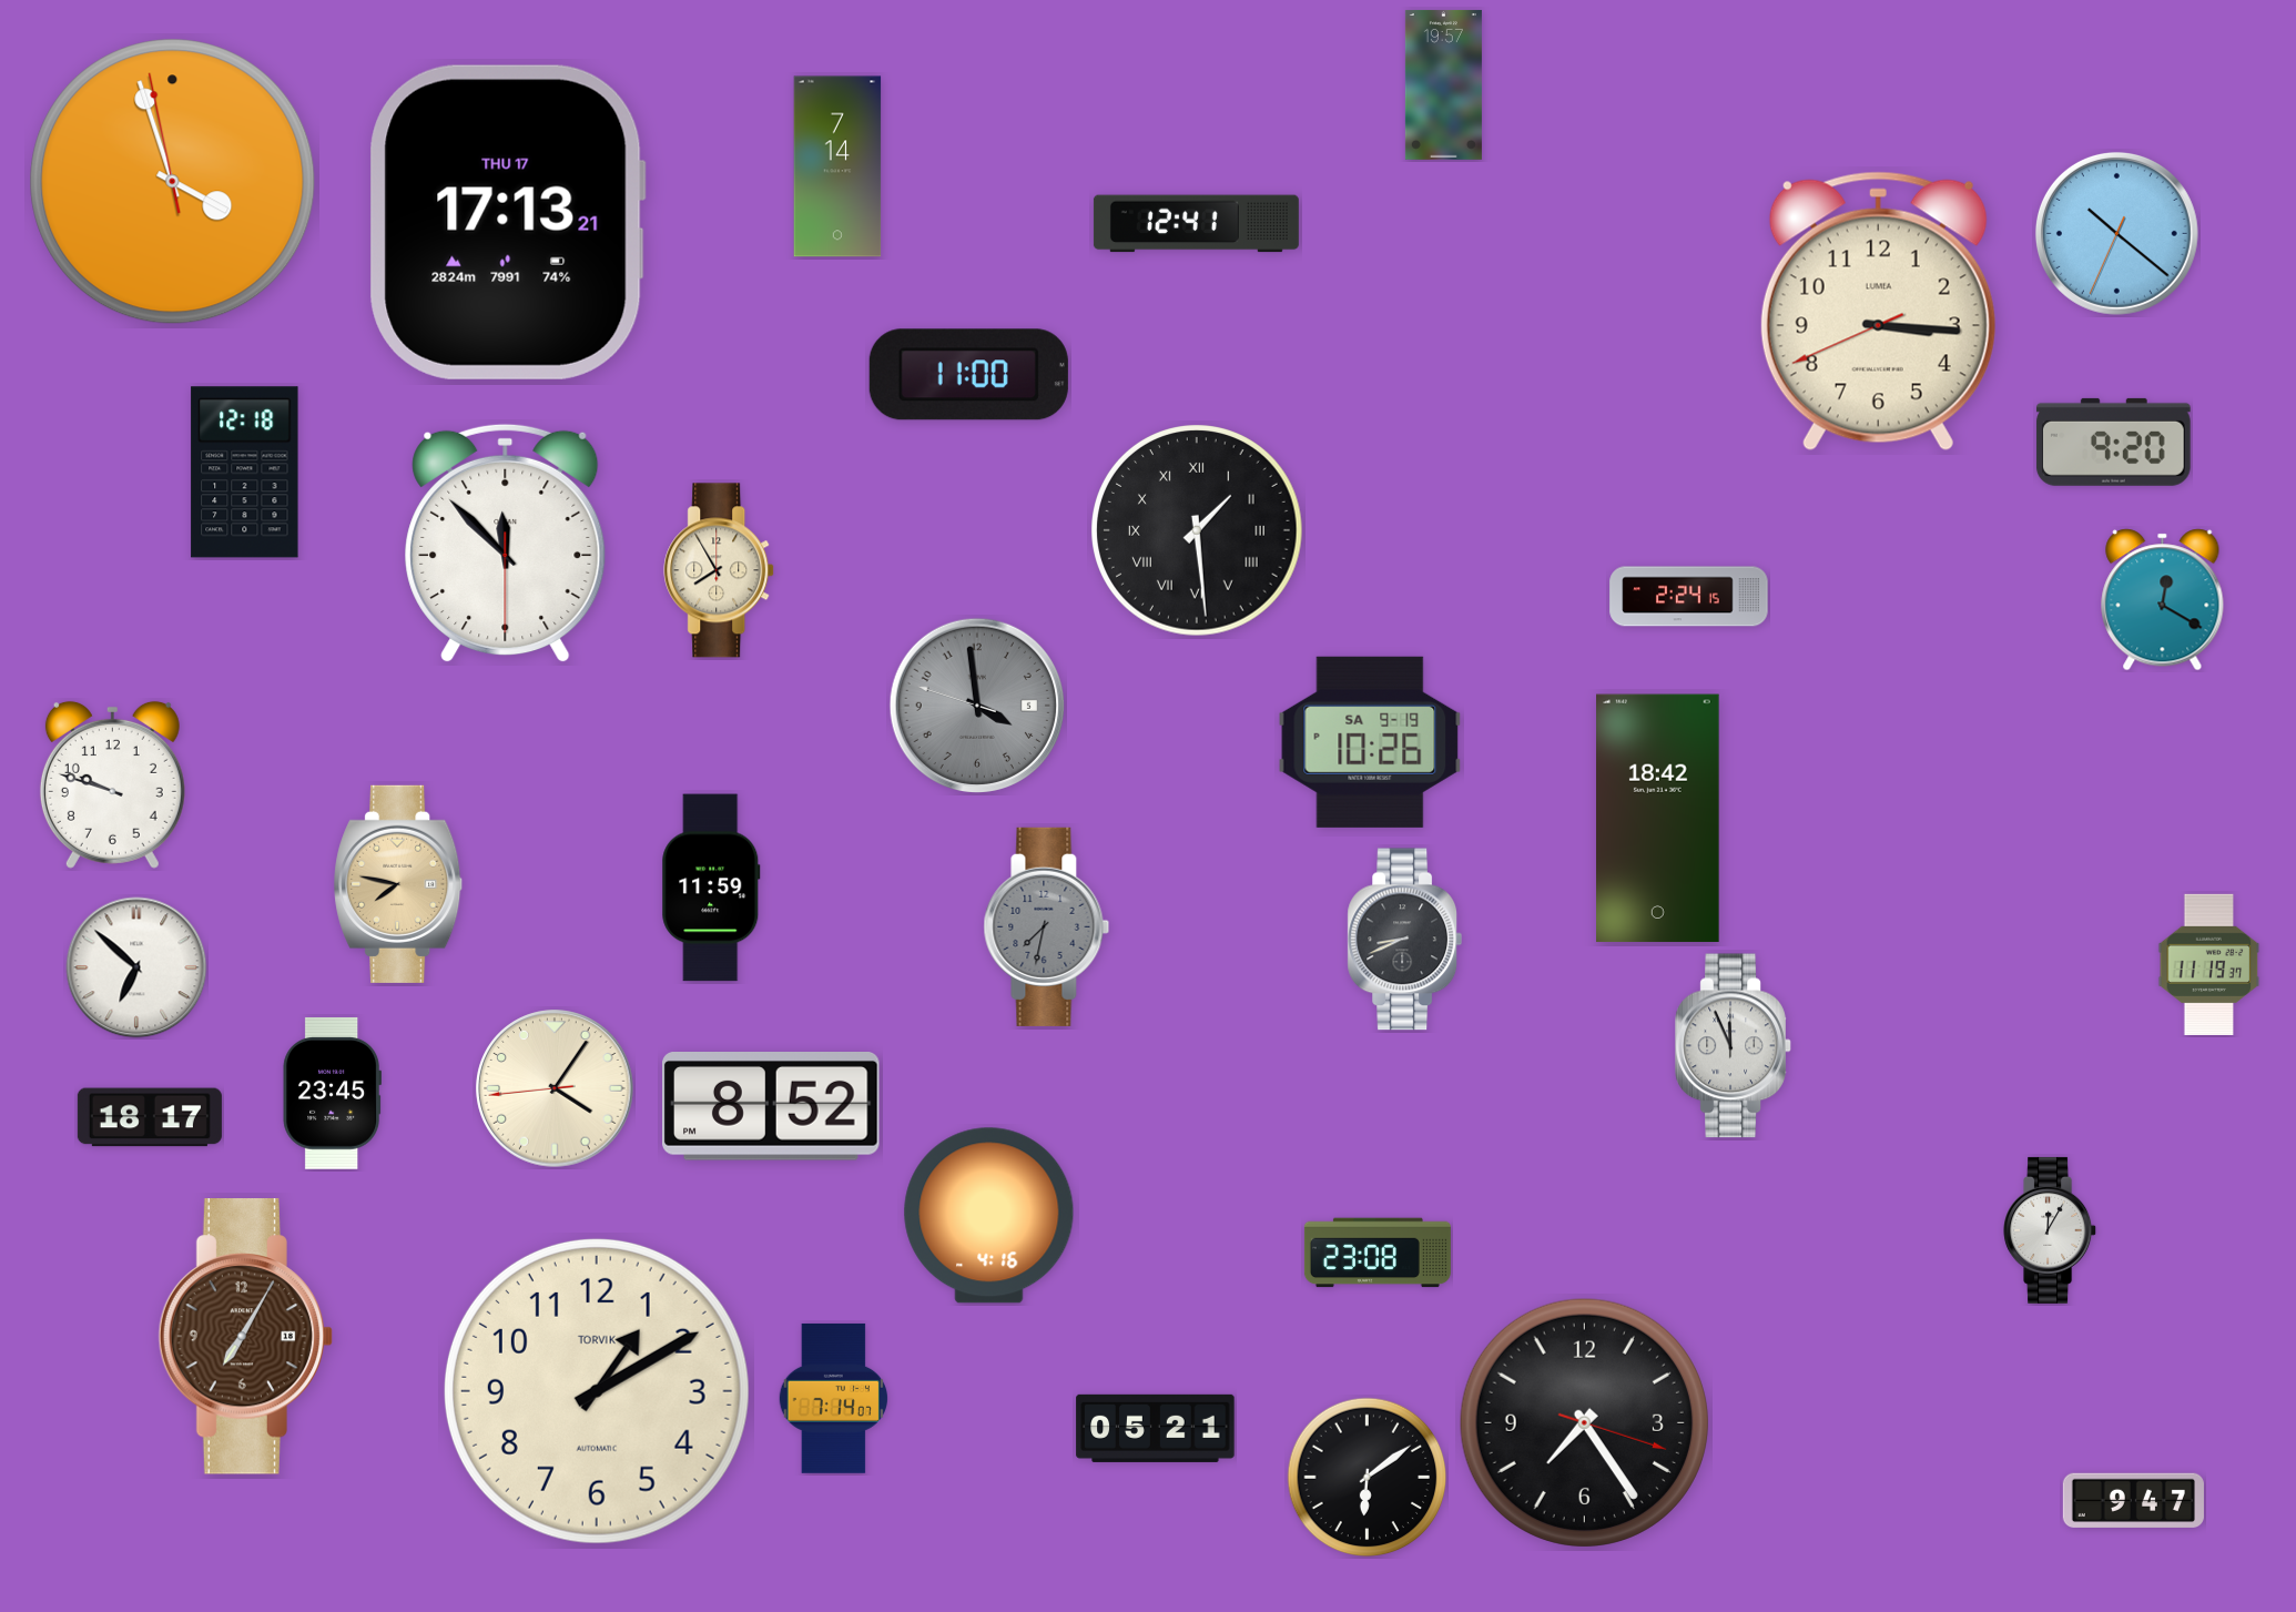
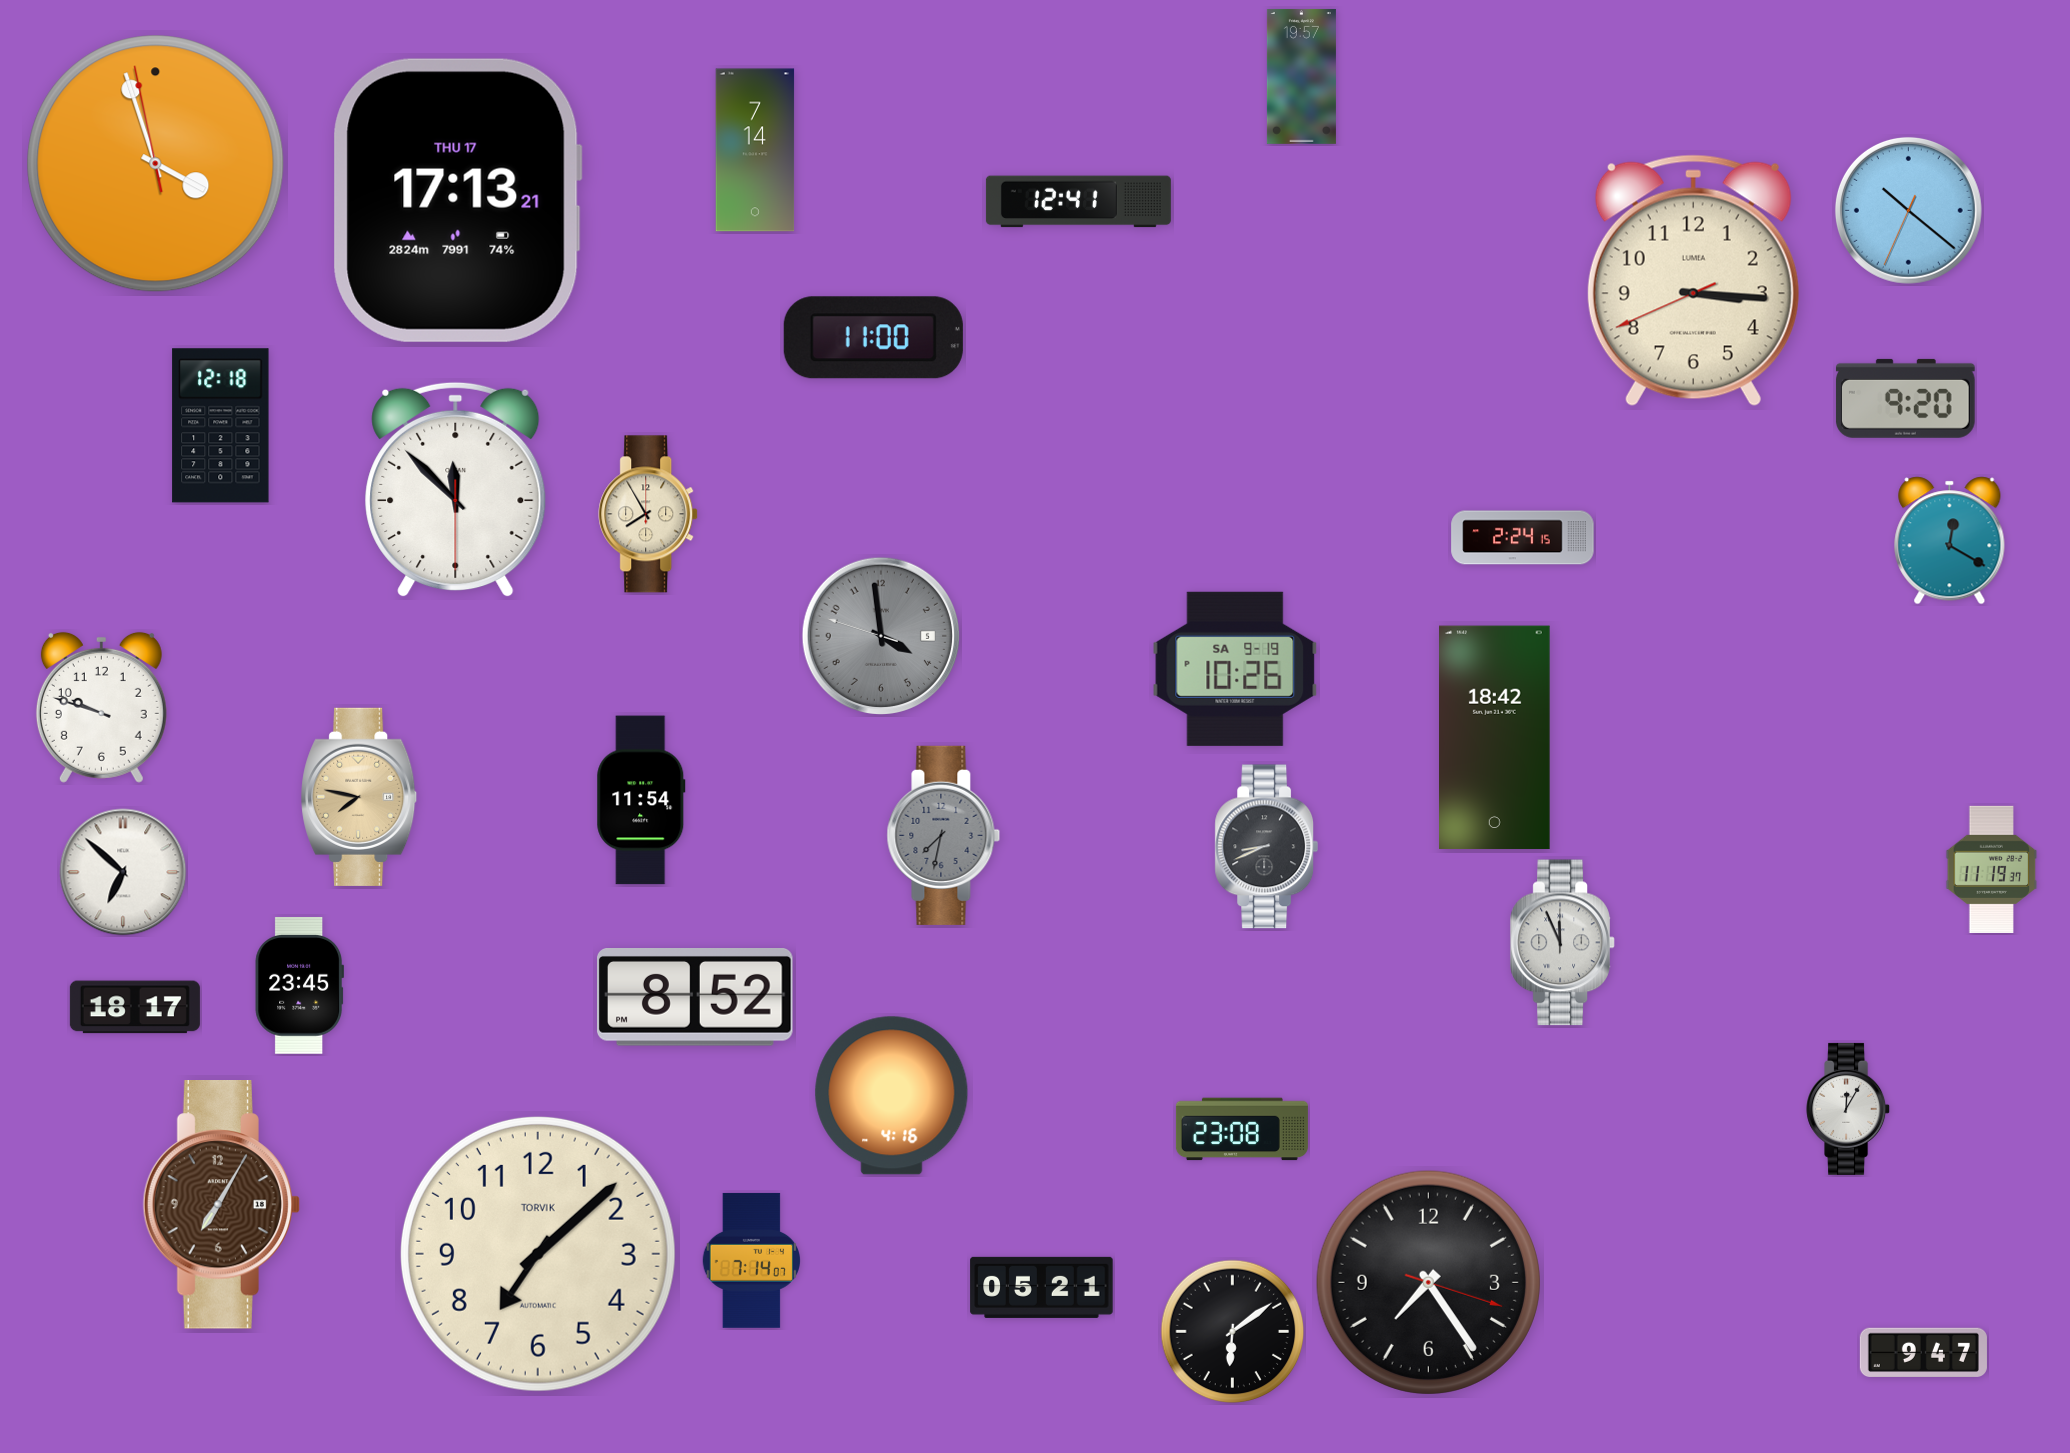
clock at (1197, 530): 1:29 -> none
clock at (711, 888): 11:59 -> 11:54
clock at (555, 1088): 4:05 -> none
clock at (597, 1391): 1:10 -> 7:08
